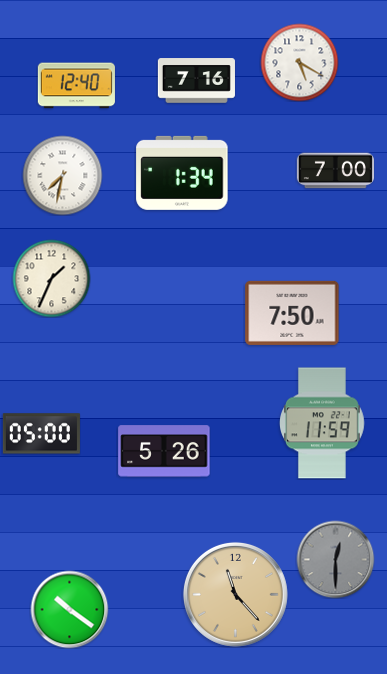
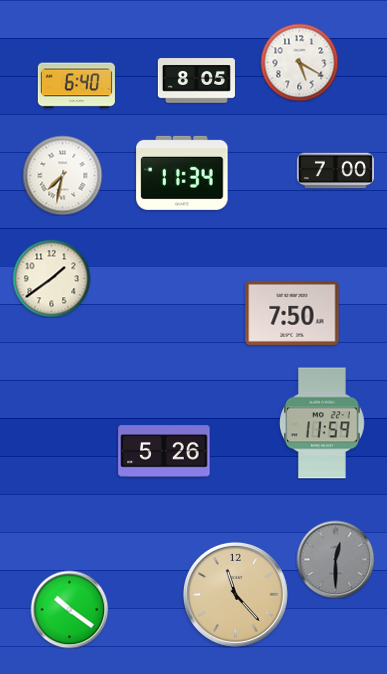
clock at (196, 81): 7:16 -> 8:05
clock at (76, 86): 12:40 -> 6:40
clock at (182, 173): 1:34 -> 11:34
clock at (51, 278): 1:34 -> 1:39
clock at (41, 434): 05:00 -> none
